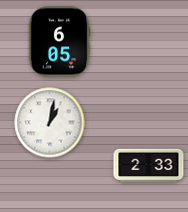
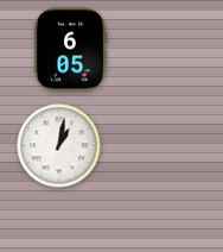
clock at (149, 166): 2:33 -> none
